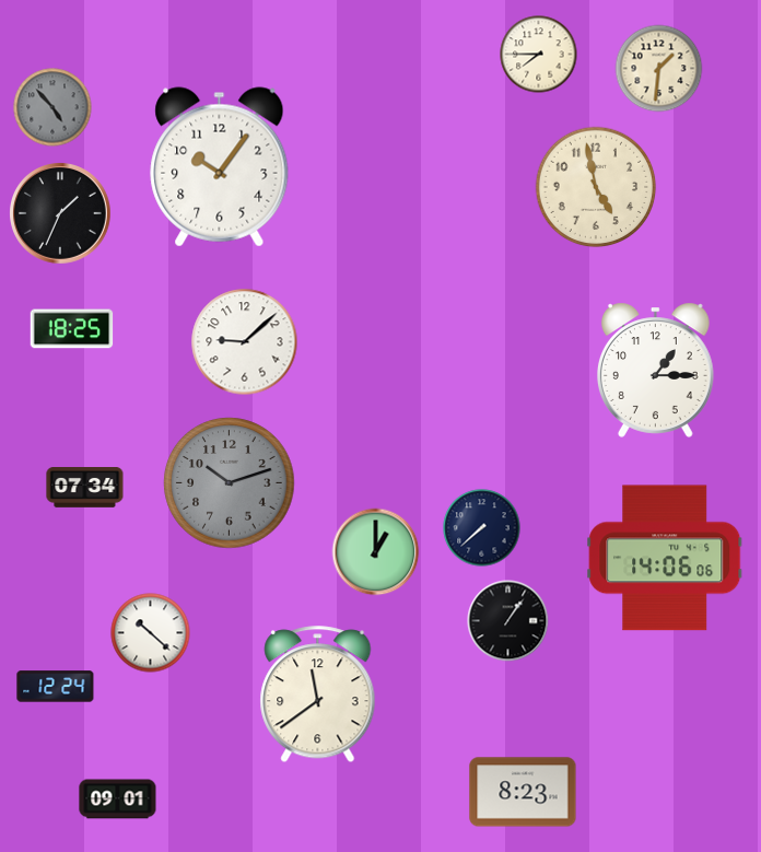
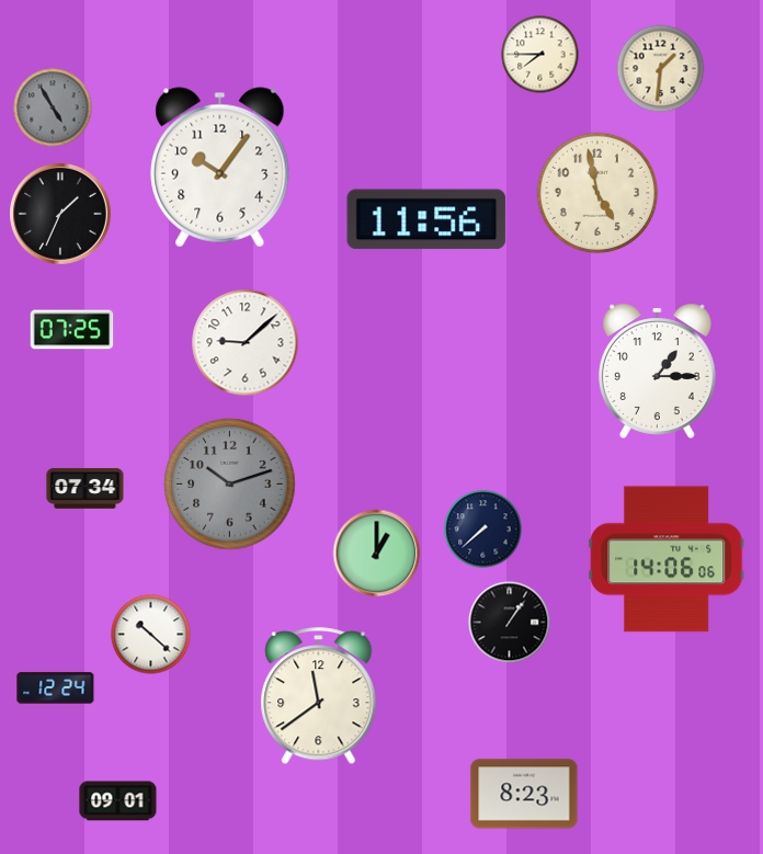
clock at (52, 107): 4:53 -> 4:55
clock at (596, 187) position: (596, 187) -> (597, 193)
clock at (426, 219): none -> 11:56
clock at (72, 329): 18:25 -> 07:25
